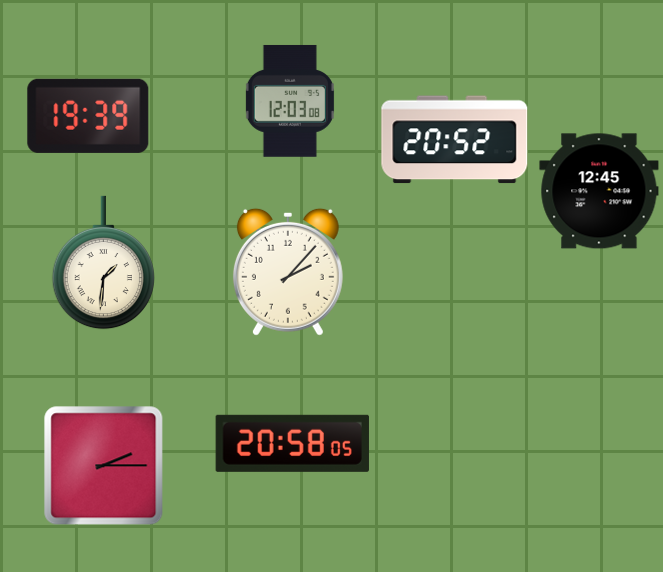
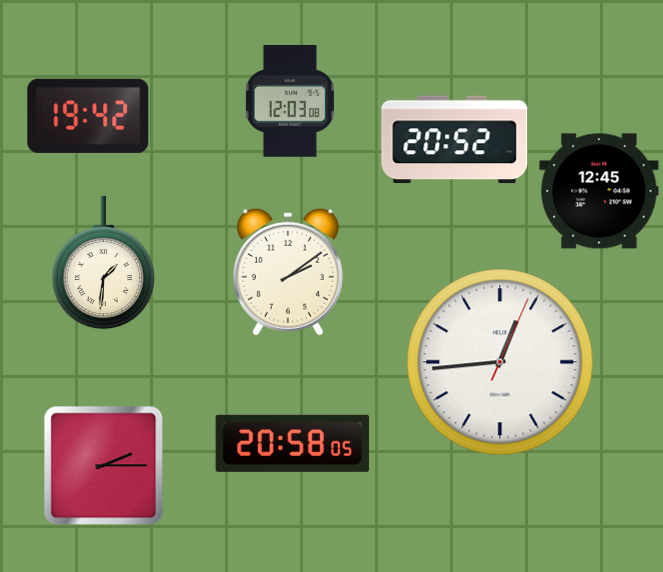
clock at (88, 116): 19:39 -> 19:42
clock at (288, 272): 2:07 -> 2:09
clock at (500, 362): none -> 12:44
